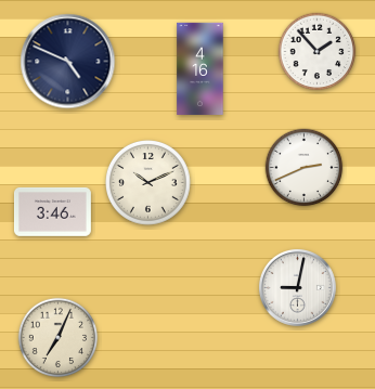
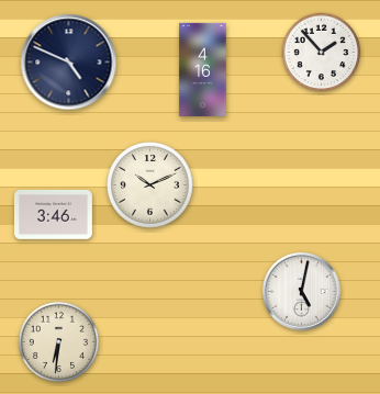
clock at (305, 168): 2:41 -> none
clock at (297, 287): 9:02 -> 5:02
clock at (59, 338): 7:04 -> 6:31
